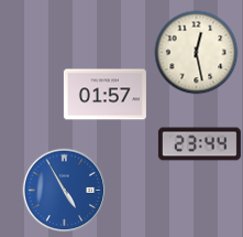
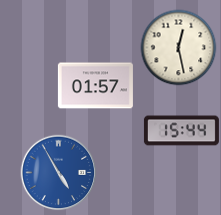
clock at (199, 144): 23:44 -> 15:44
